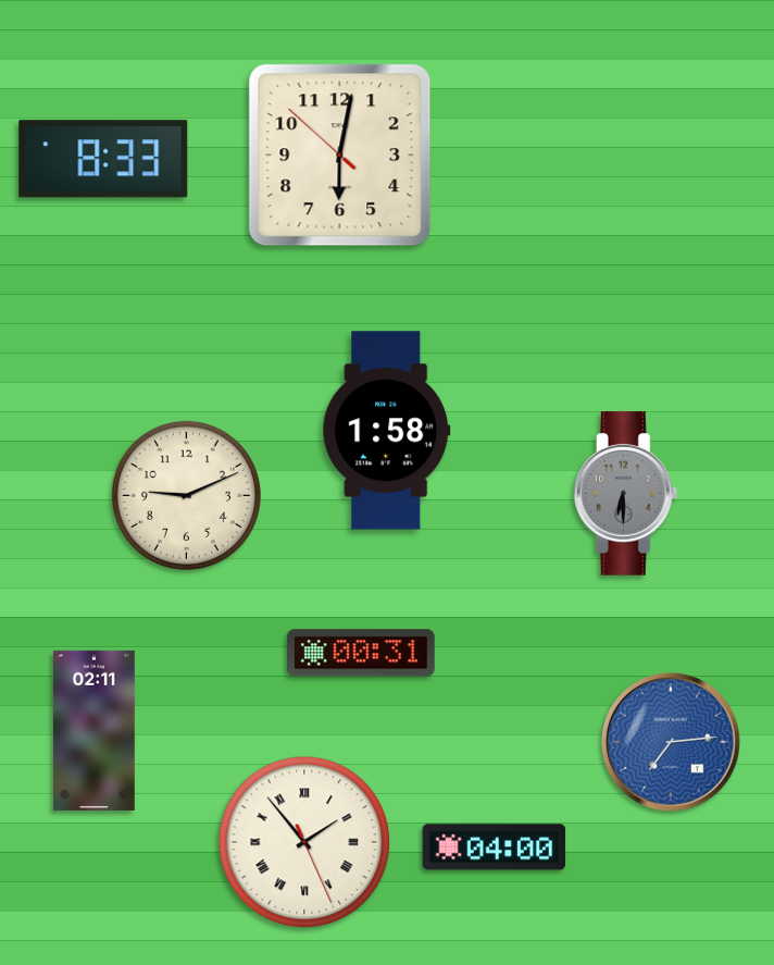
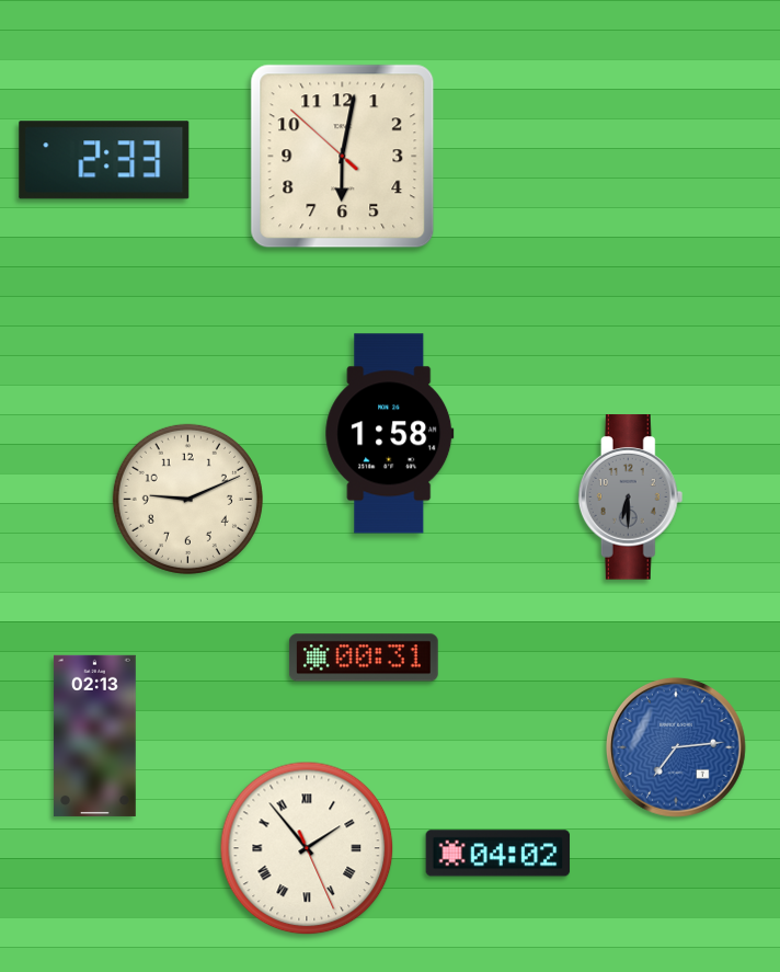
clock at (103, 159): 8:33 -> 2:33
clock at (93, 730): 02:11 -> 02:13
clock at (495, 848): 04:00 -> 04:02
